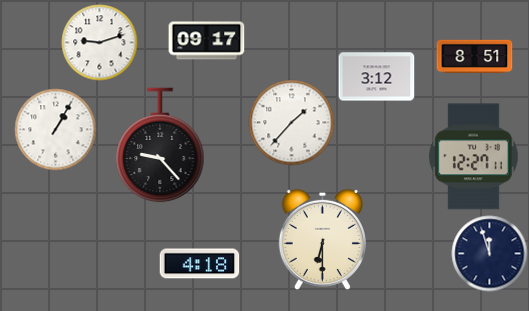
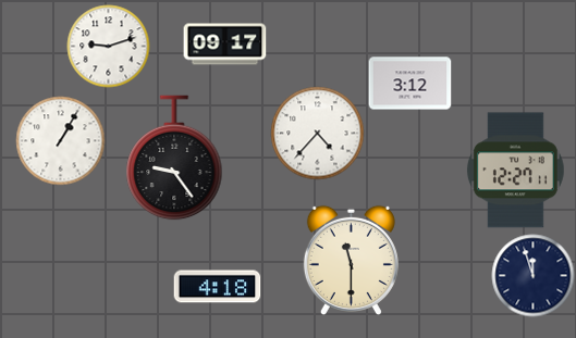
clock at (475, 57): 8:51 -> none
clock at (292, 123): 1:37 -> 4:37
clock at (160, 145): 9:23 -> 9:24
clock at (322, 239): 6:30 -> 11:30
